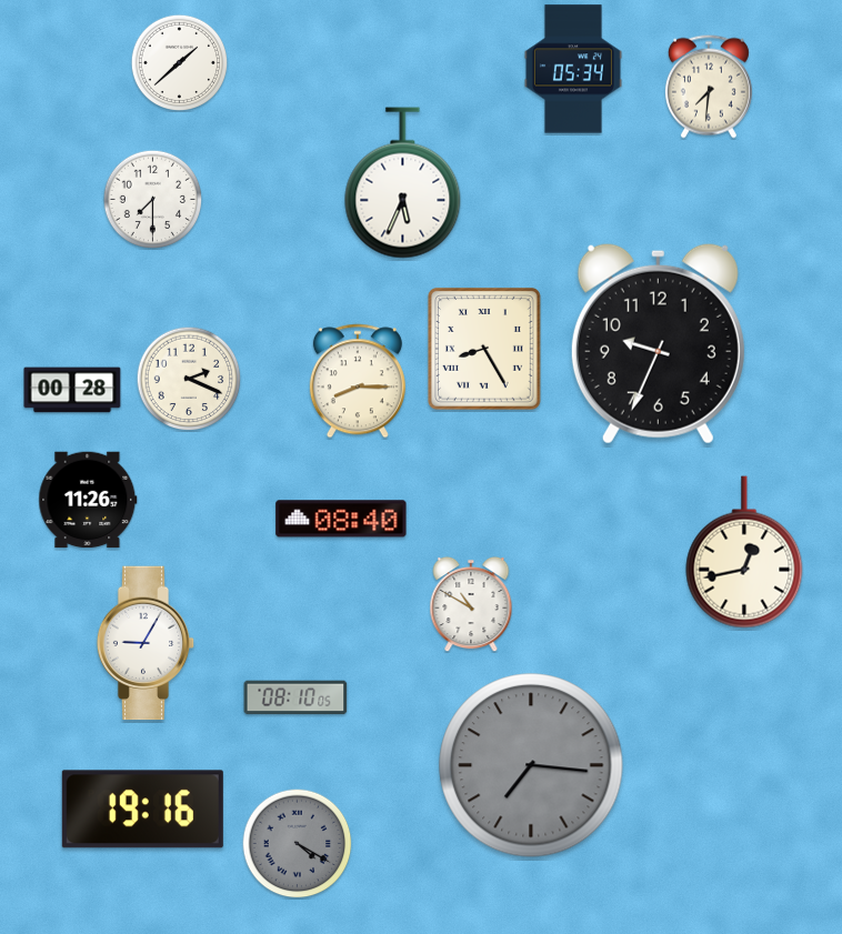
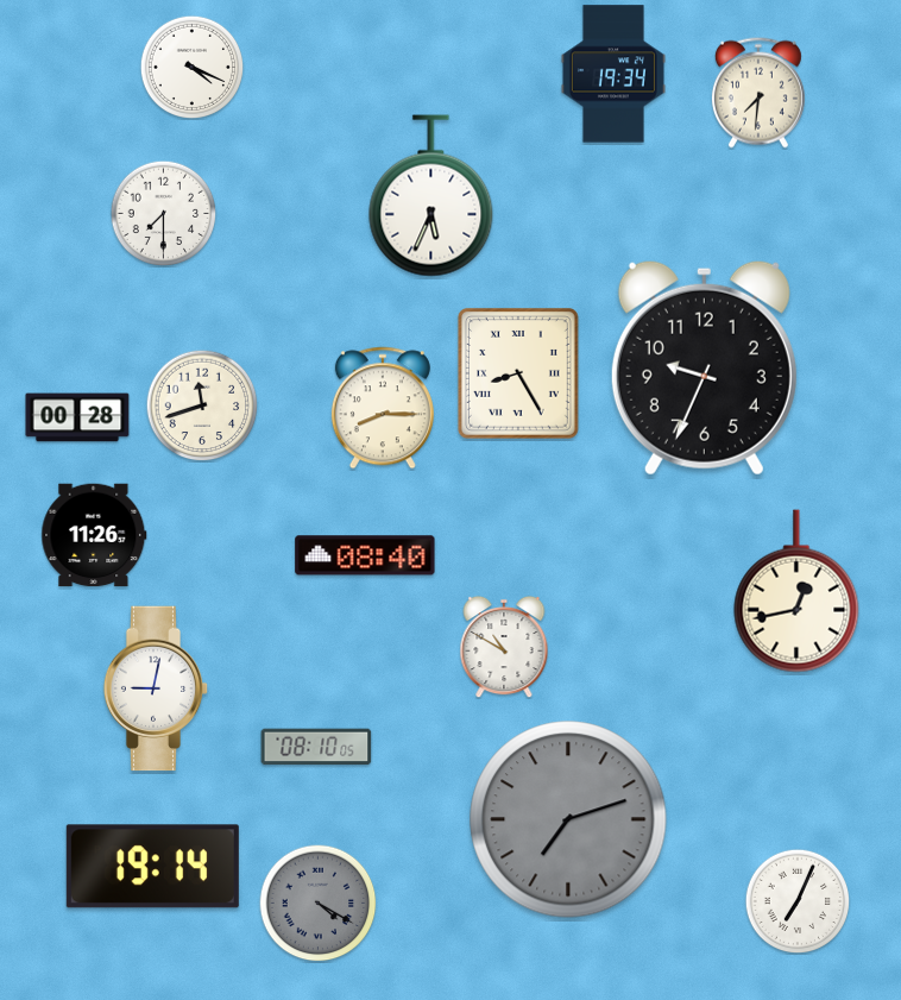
clock at (179, 62): 1:38 -> 4:19
clock at (573, 69): 05:34 -> 19:34
clock at (189, 379): 2:19 -> 11:42
clock at (146, 643): 9:05 -> 9:02
clock at (531, 765): 7:16 -> 7:12
clock at (142, 810): 19:16 -> 19:14
clock at (798, 901): none -> 7:04
